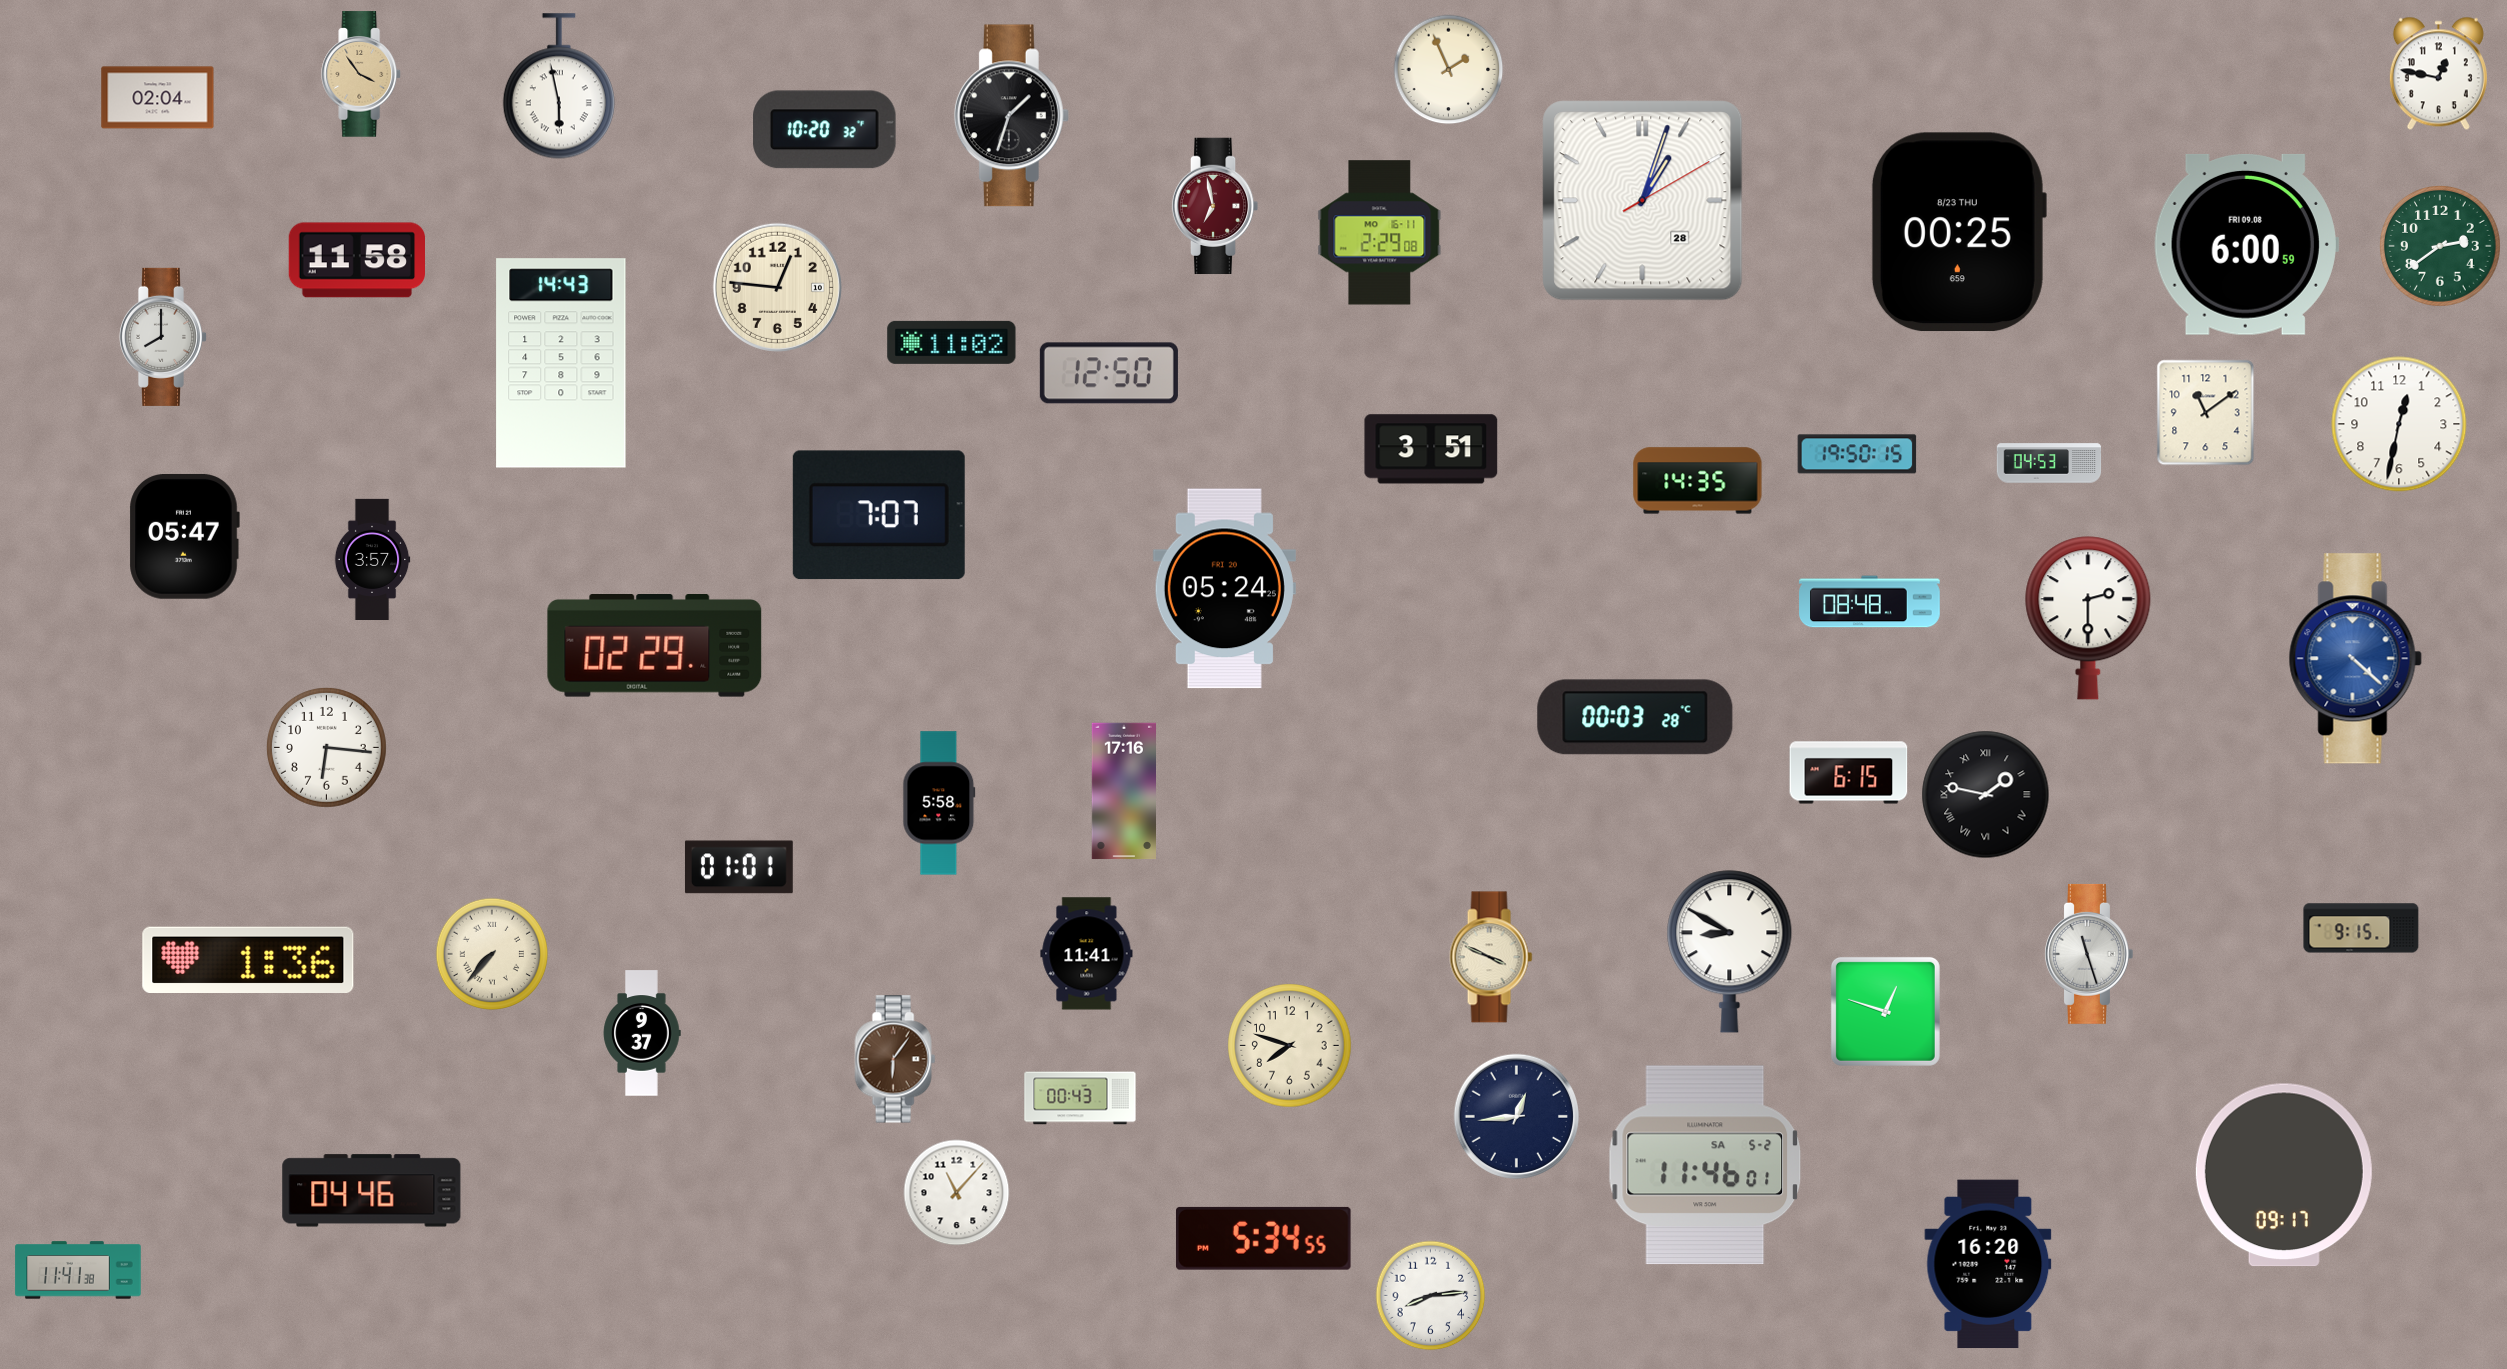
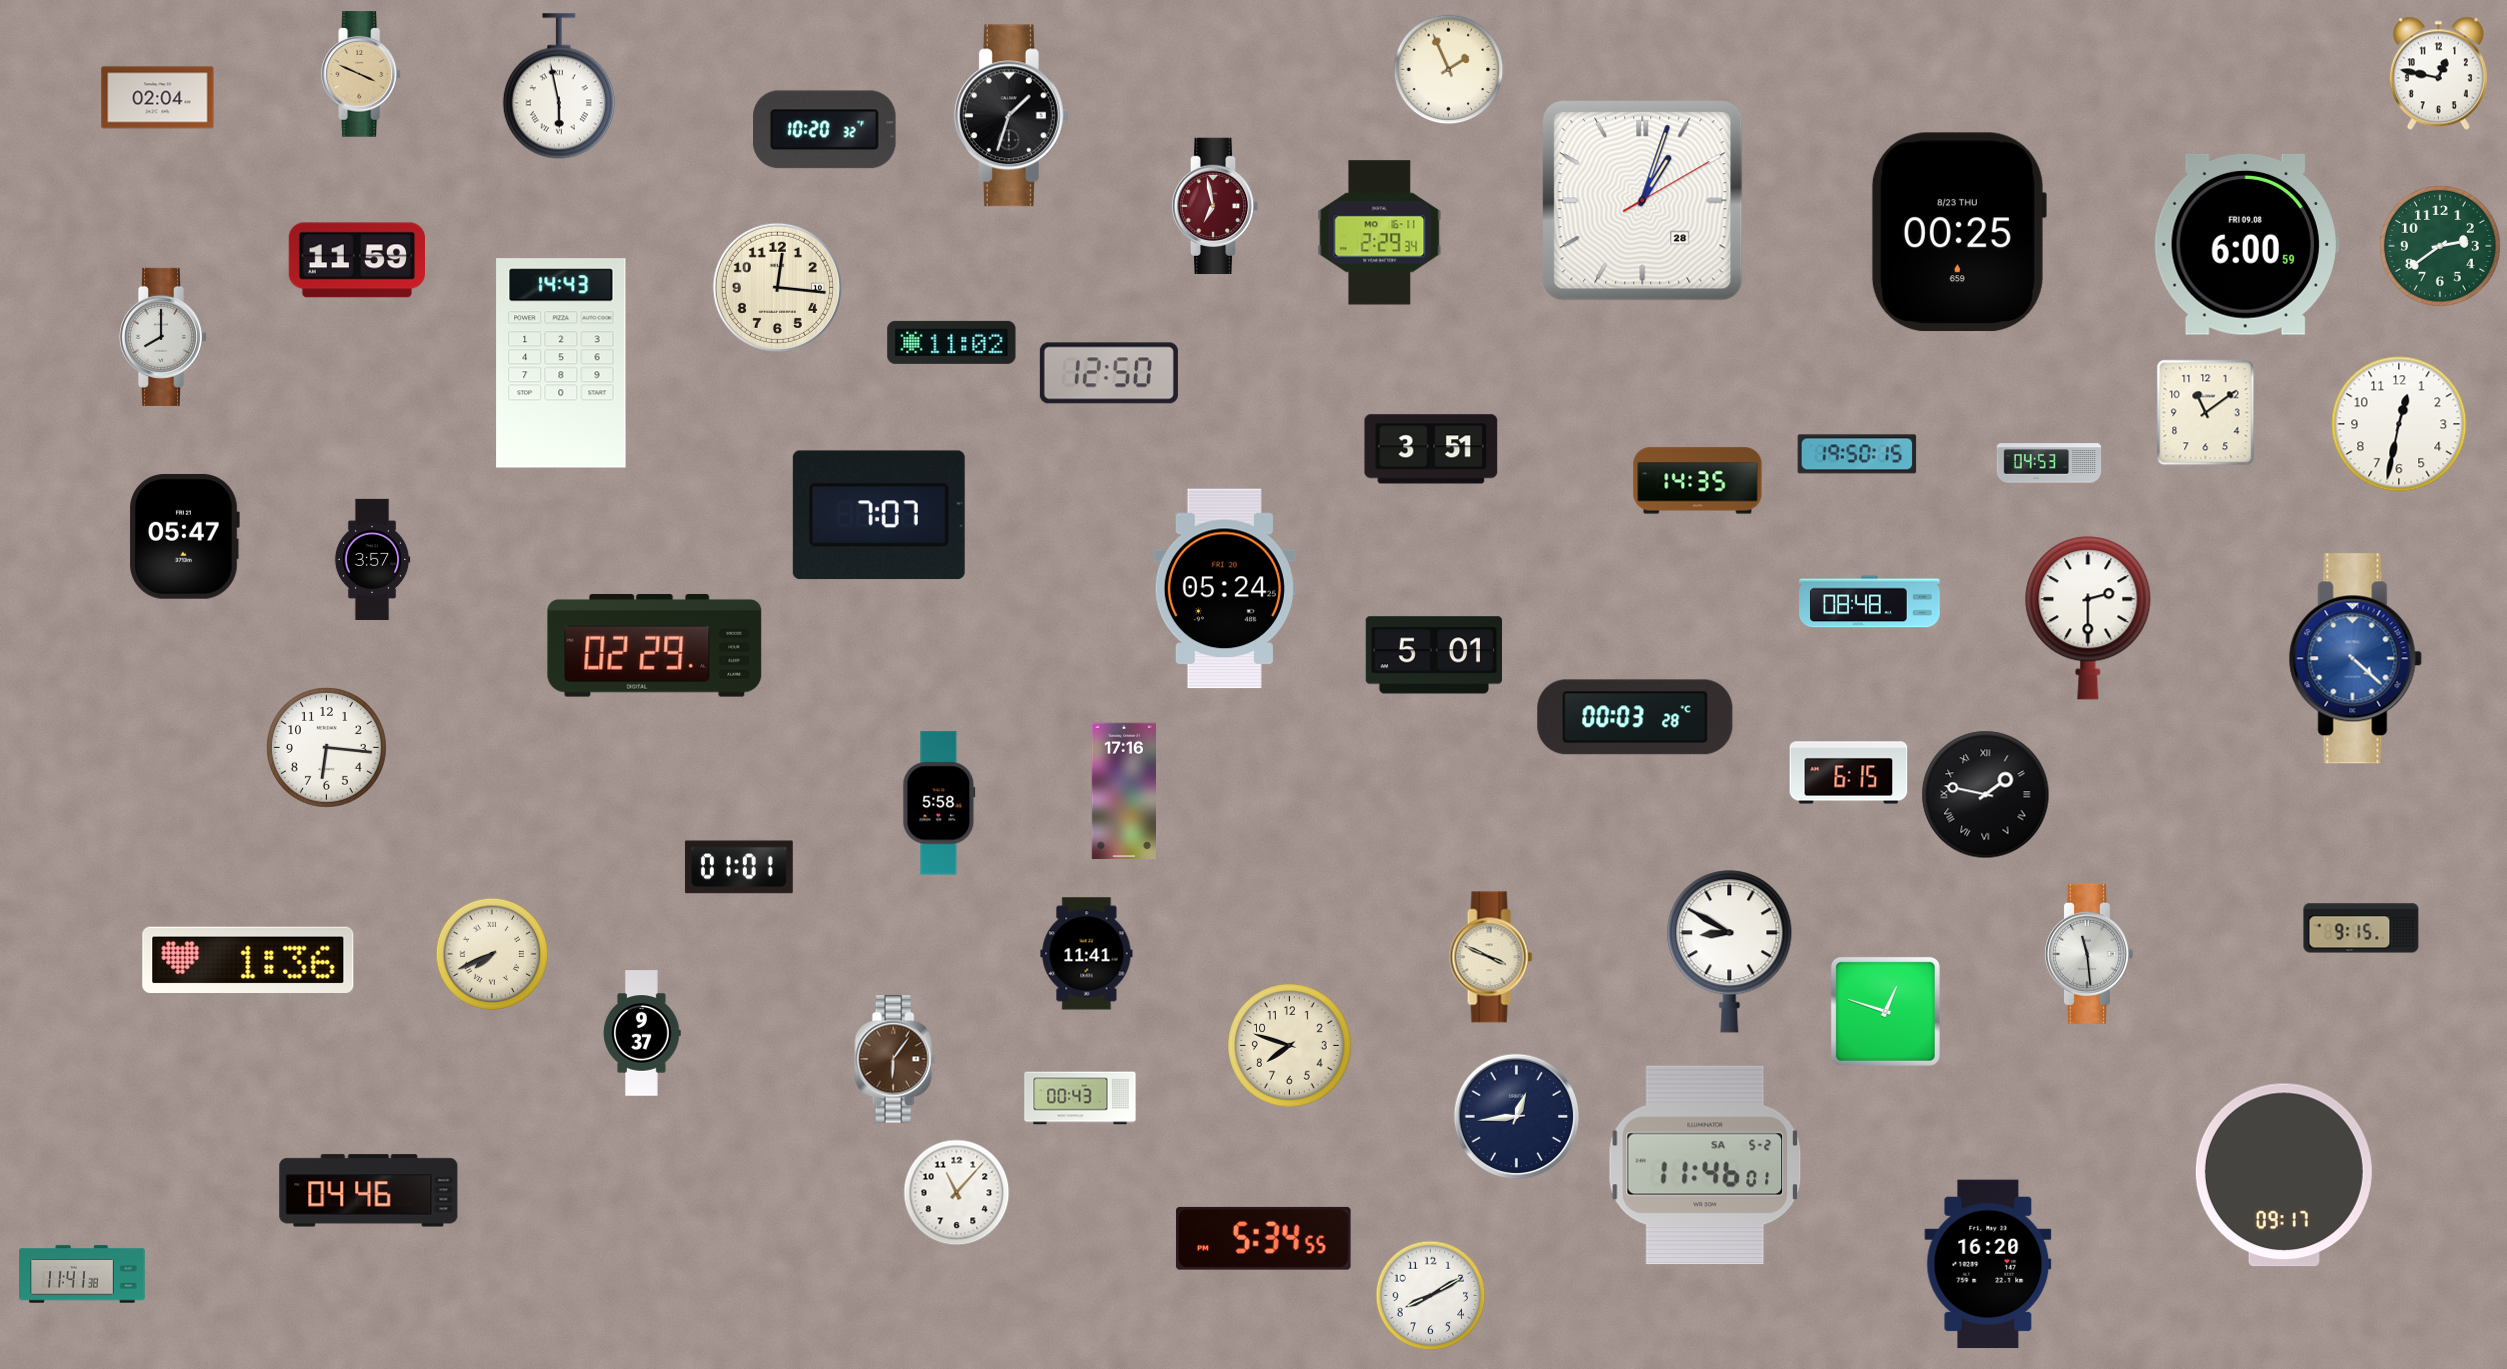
clock at (362, 74): 3:54 -> 3:49
clock at (1380, 233): 2:29:08 -> 2:29:34
clock at (356, 260): 11:58 -> 11:59
clock at (777, 287): 12:46 -> 12:16
clock at (1433, 655): none -> 5:01
clock at (492, 954): 7:37 -> 7:41
clock at (2089, 954): 11:27 -> 11:29
clock at (372, 1191) position: (372, 1191) -> (369, 1191)
clock at (78, 1270) position: (78, 1270) -> (82, 1274)
clock at (1431, 1296): 8:14 -> 8:10
